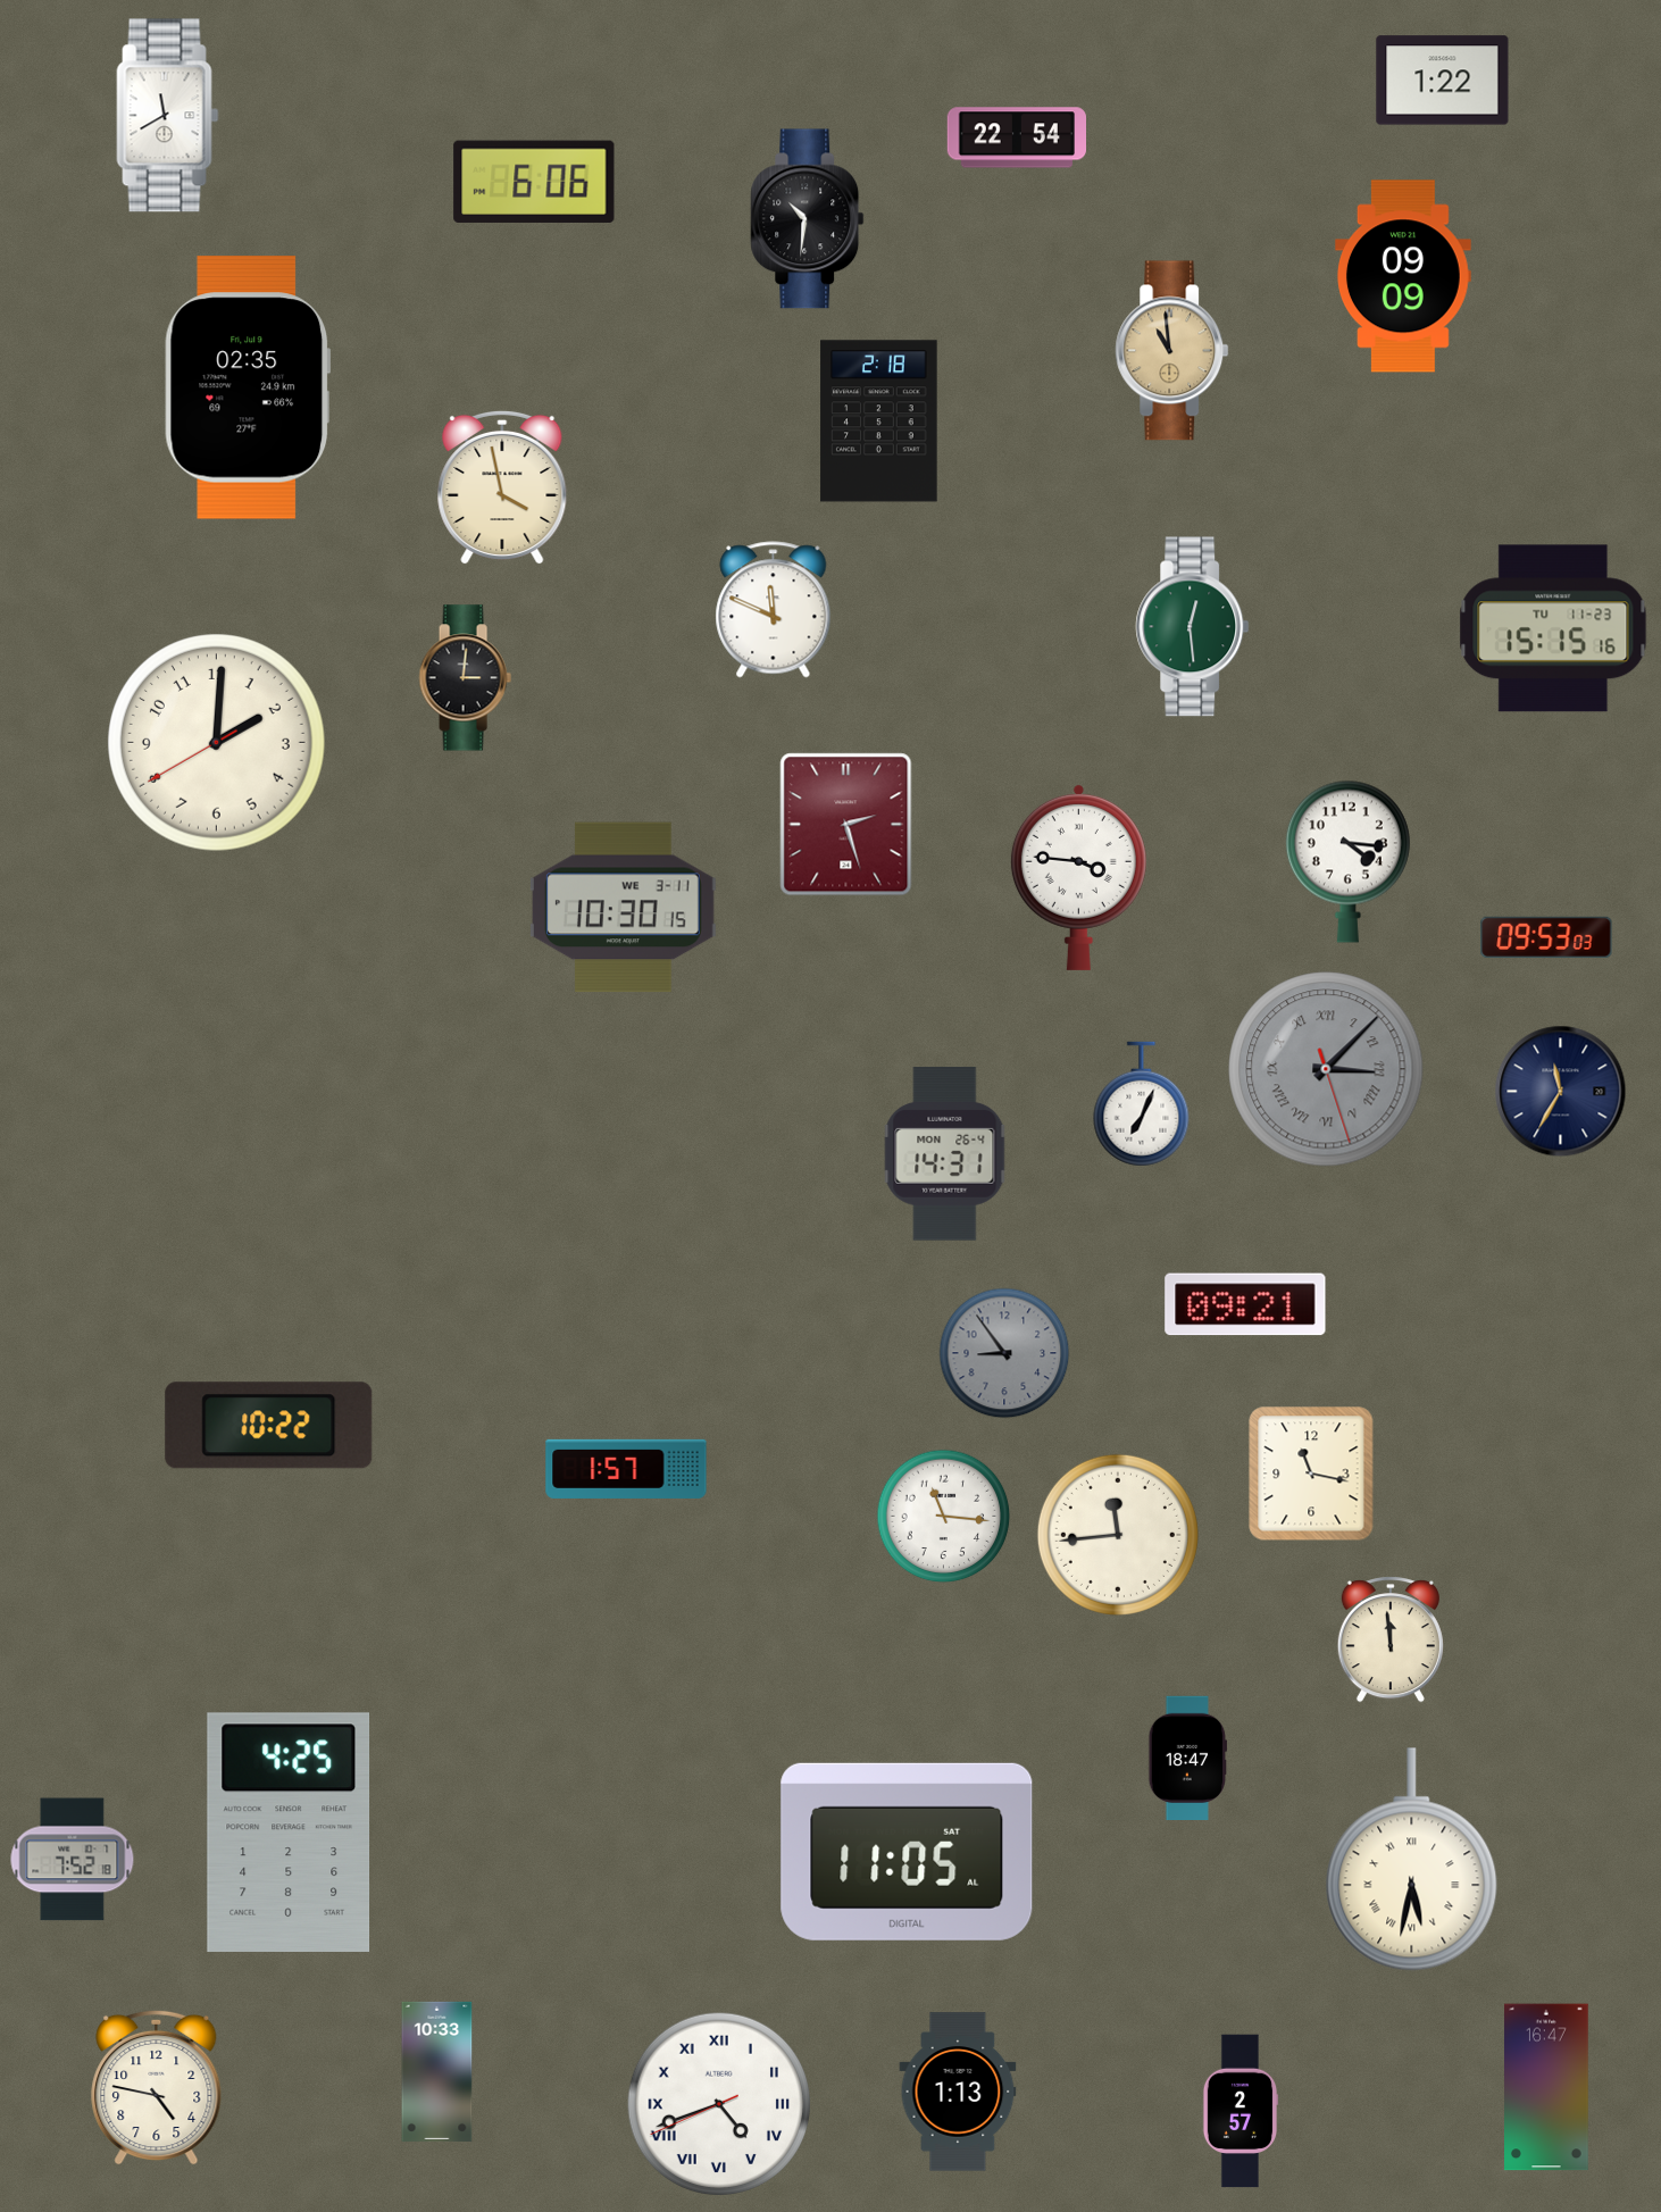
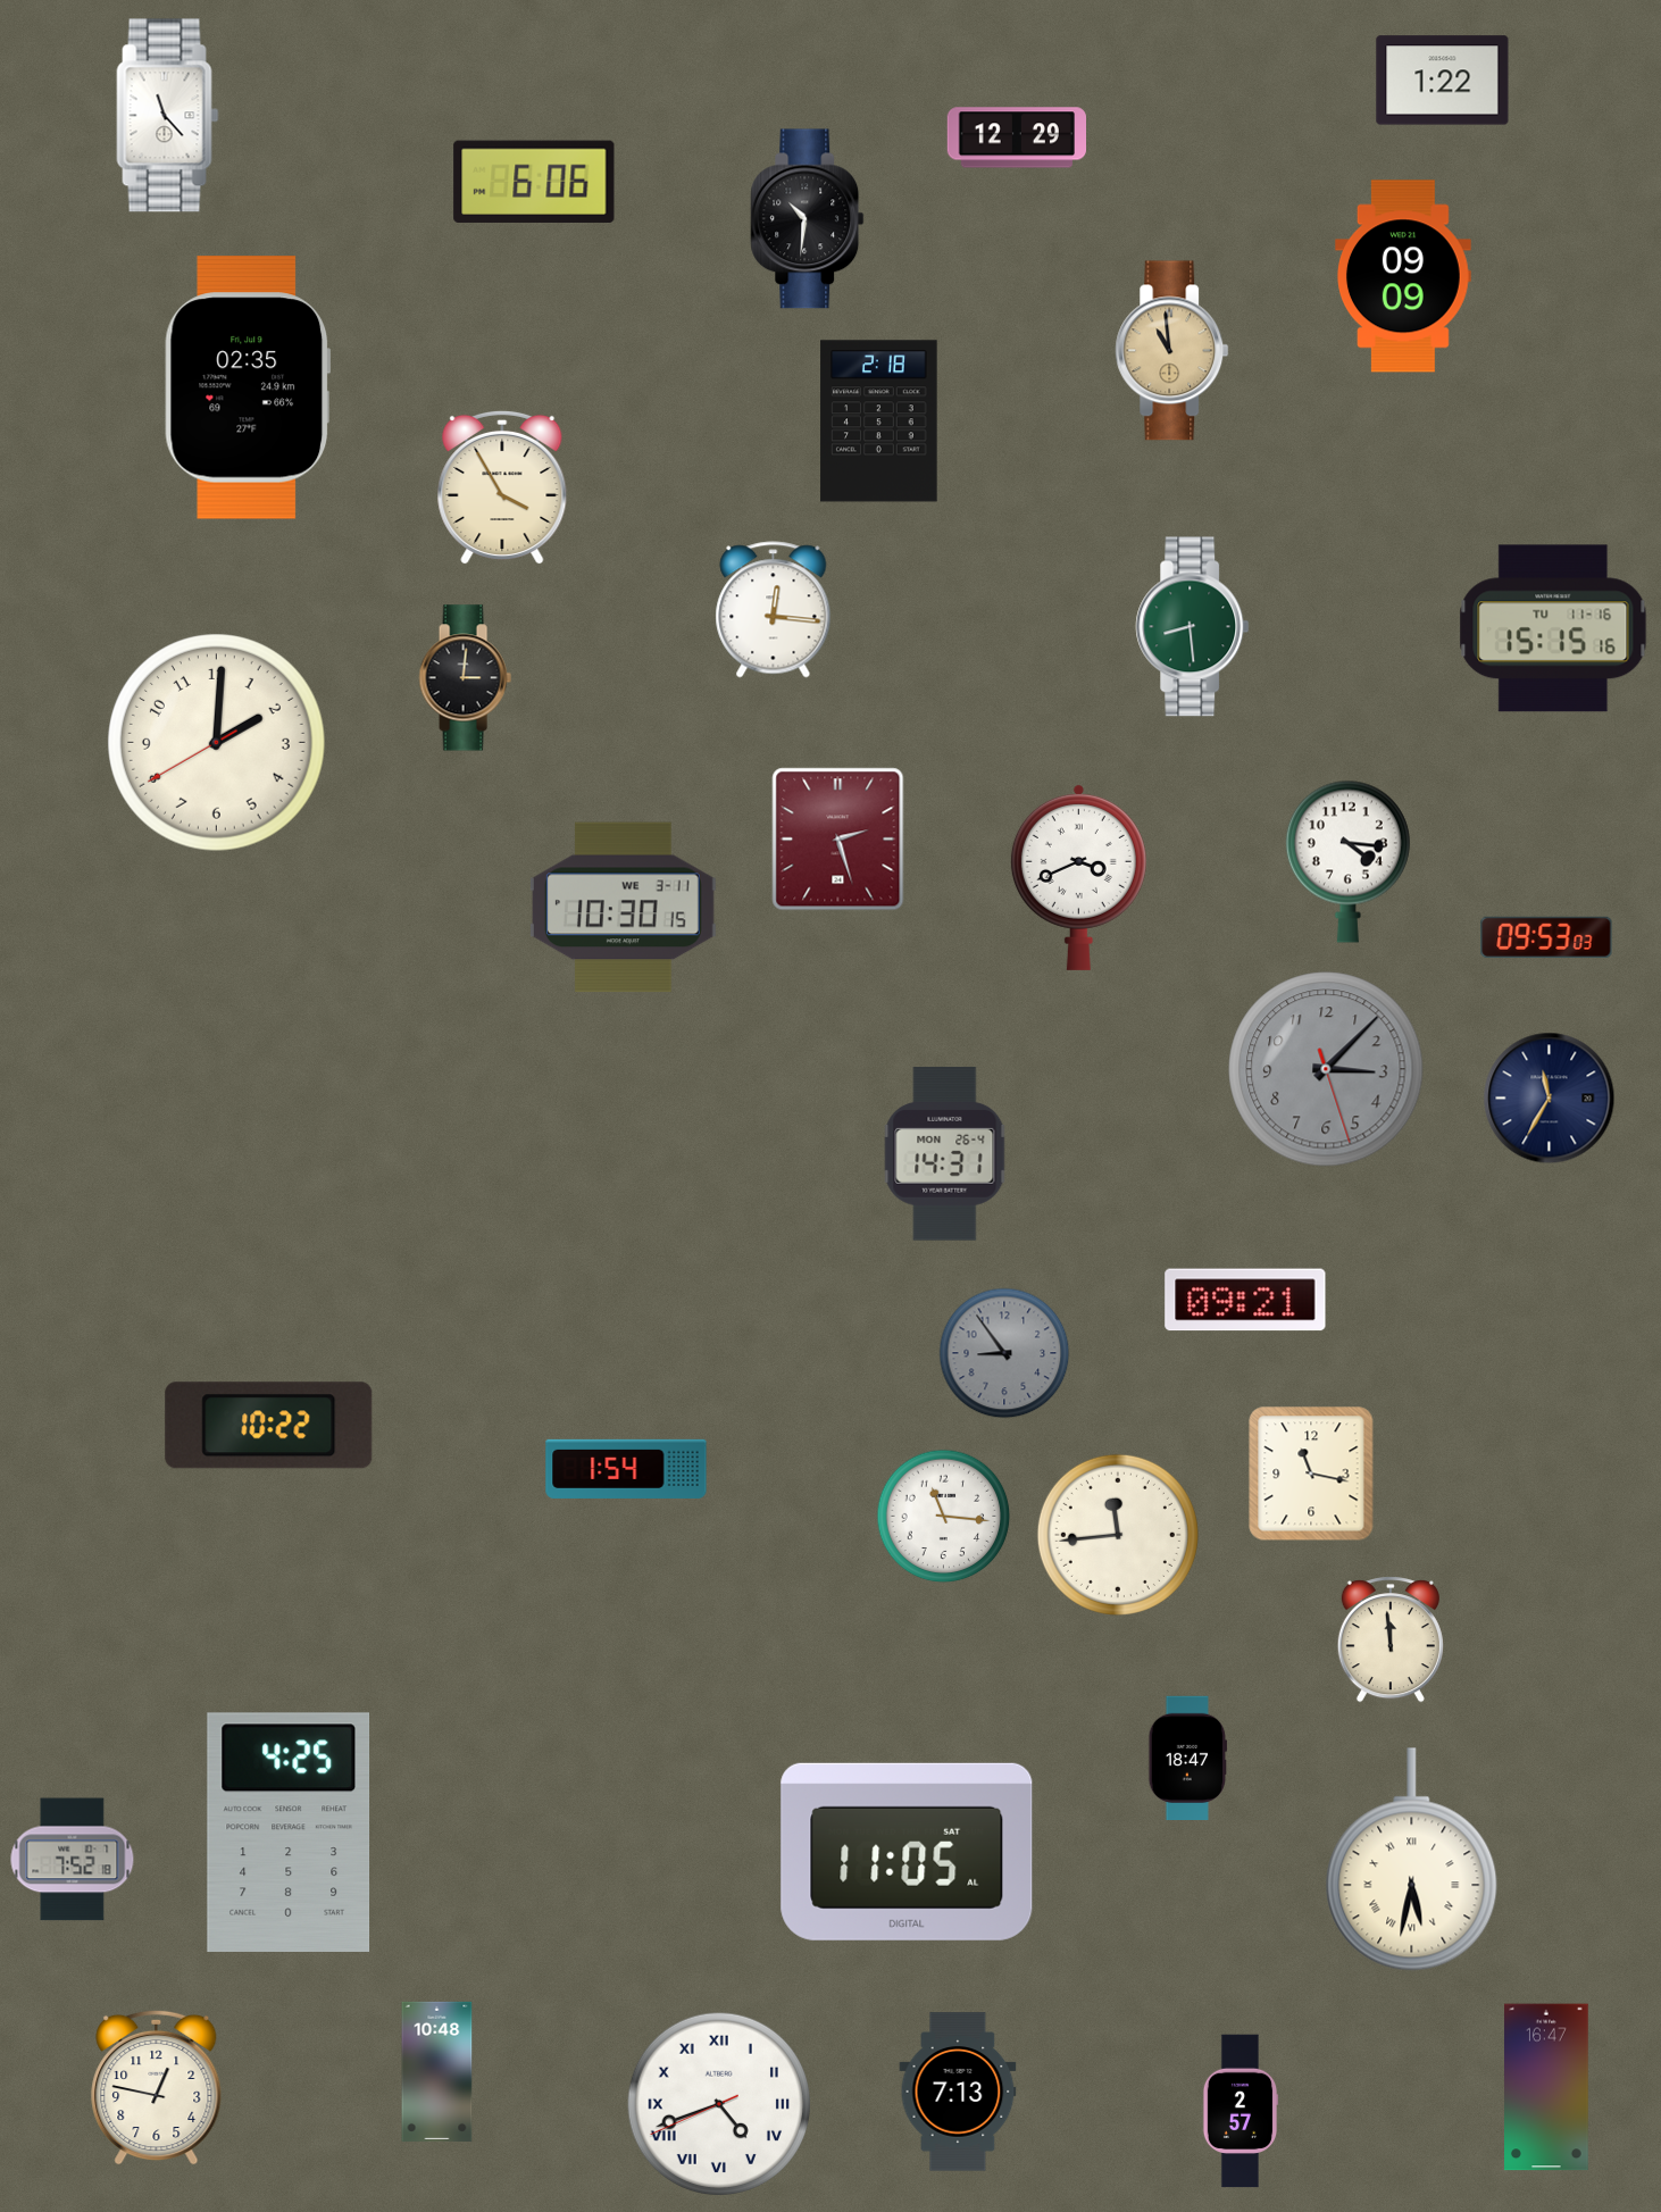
clock at (168, 116): 11:40 -> 11:23
clock at (1016, 137): 22:54 -> 12:29
clock at (502, 487): 3:58 -> 3:55
clock at (774, 610): 11:49 -> 12:16
clock at (1193, 627): 12:29 -> 8:29
clock at (1553, 628) date: TU 11-23 -> TU 11-16
clock at (846, 825) position: (846, 825) -> (838, 840)
clock at (1078, 877): 3:46 -> 3:41
clock at (1326, 1069) numerals: Roman -> Arabic
clock at (1561, 1092) position: (1561, 1092) -> (1550, 1099)
clock at (1142, 1104): 7:04 -> none
clock at (1245, 1304) position: (1245, 1304) -> (1245, 1300)
clock at (626, 1469): 1:57 -> 1:54
clock at (437, 2071): 10:33 -> 10:48
clock at (157, 2087): 4:47 -> 12:47
clock at (958, 2092): 1:13 -> 7:13
